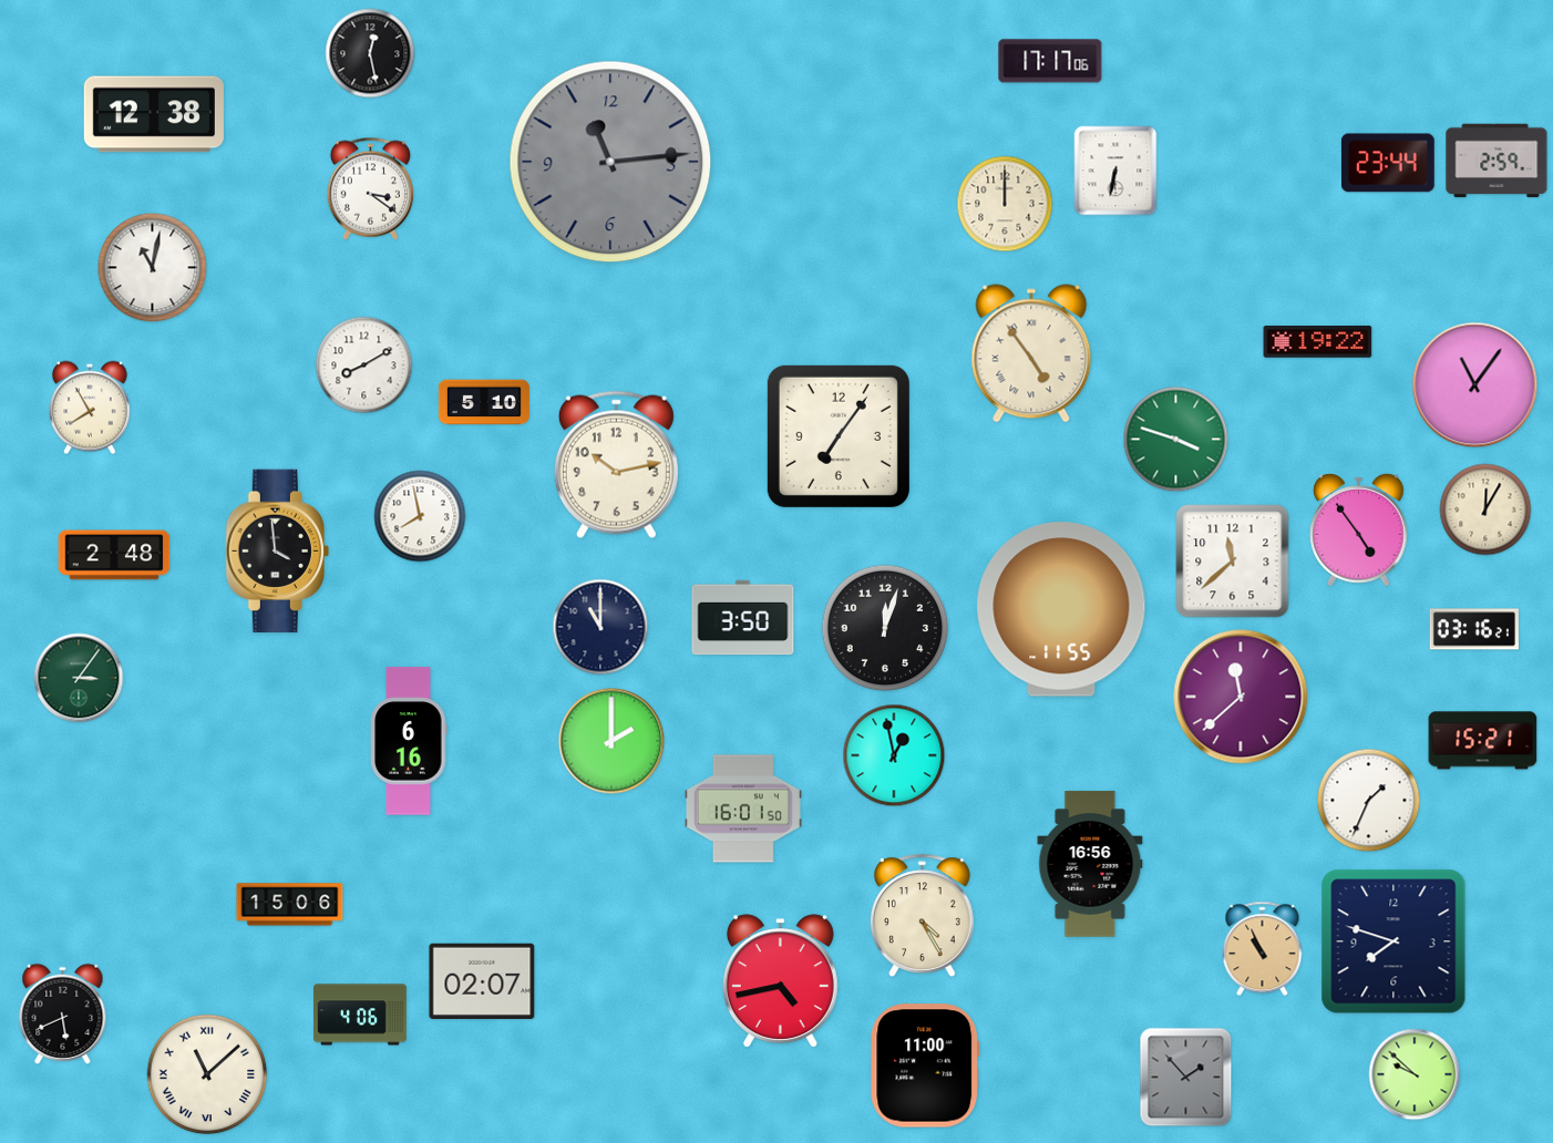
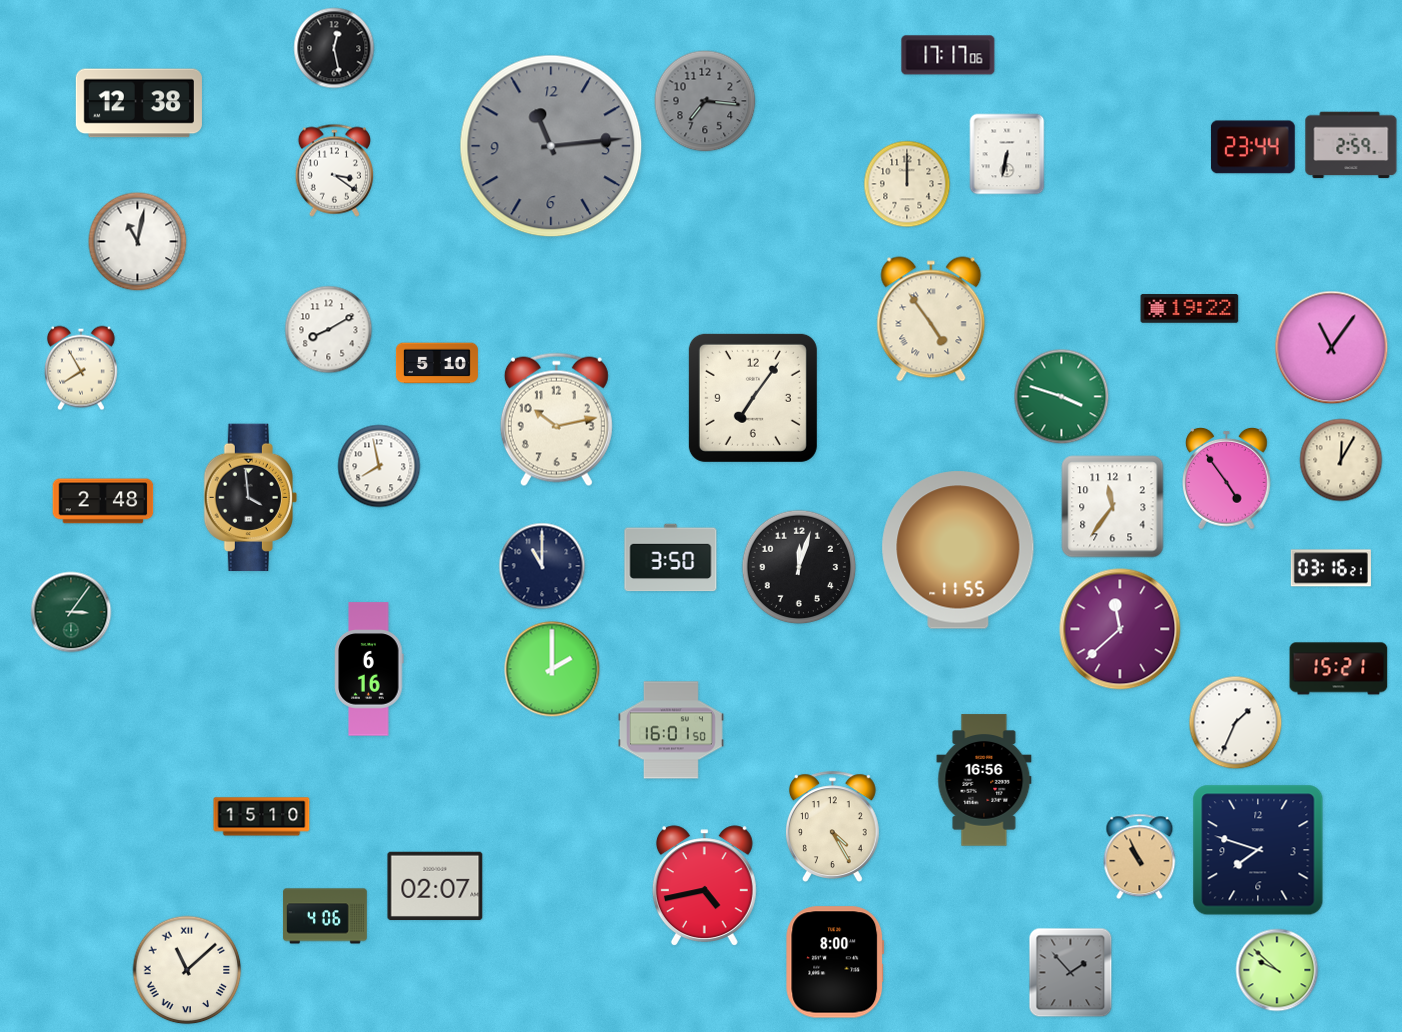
clock at (705, 101): none -> 7:16
clock at (839, 436) position: (839, 436) -> (753, 398)
clock at (1233, 562): 11:38 -> 11:36
clock at (894, 755): 12:58 -> none
clock at (290, 905): 15:06 -> 15:10
clock at (63, 1013): 5:41 -> none
clock at (925, 1065): 11:00 -> 8:00
